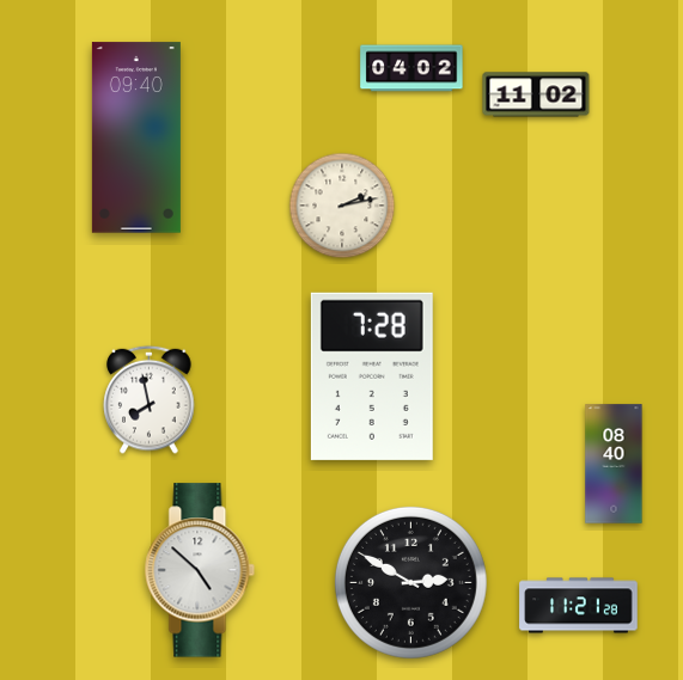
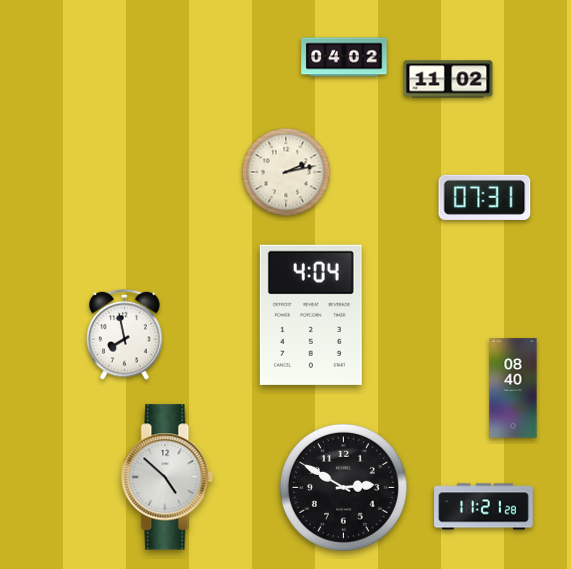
clock at (136, 137): 09:40 -> none
clock at (485, 197): none -> 07:31
clock at (372, 376): 7:28 -> 4:04
